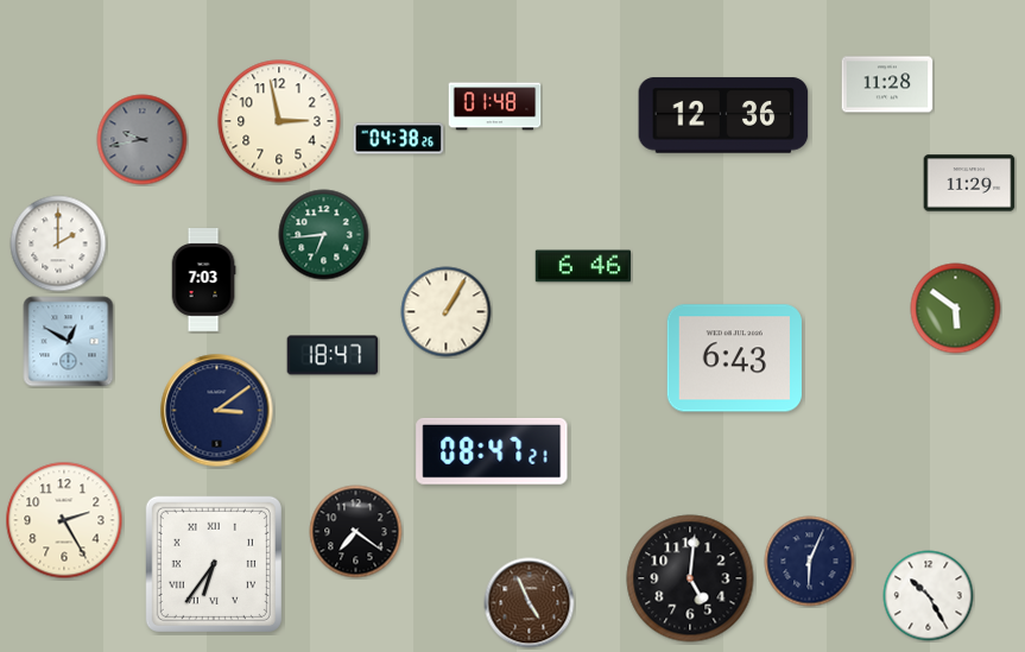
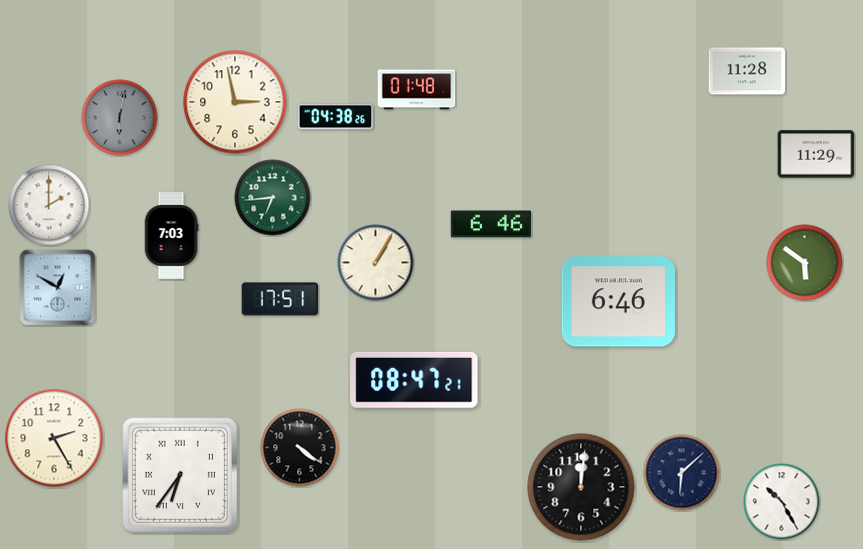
clock at (723, 115): 12:36 -> none
clock at (143, 140): 9:43 -> 6:02
clock at (956, 309) position: (956, 309) -> (805, 263)
clock at (333, 355): 18:47 -> 17:51
clock at (734, 359): 6:43 -> 6:46
clock at (217, 411): 3:09 -> none
clock at (356, 532): 7:21 -> 4:21
clock at (810, 562): 6:04 -> 6:08
clock at (690, 578): 5:01 -> 12:01
clock at (530, 603): 4:56 -> none
